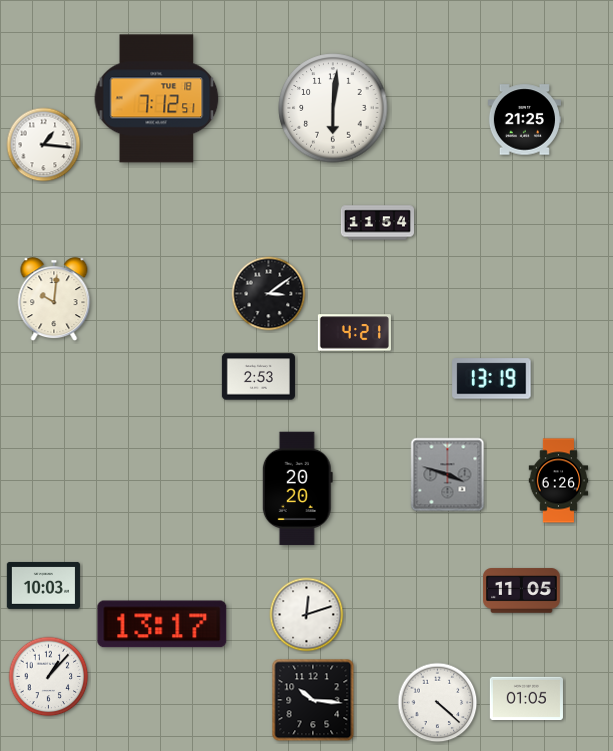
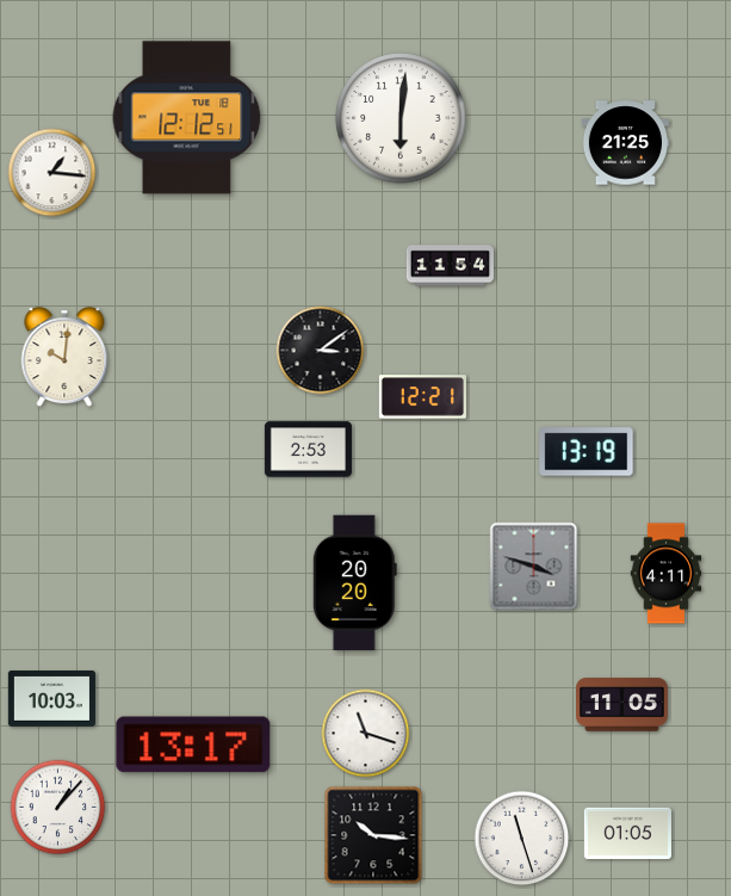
clock at (157, 99): 7:12 -> 12:12
clock at (333, 108) position: (333, 108) -> (401, 118)
clock at (354, 333): 4:21 -> 12:21
clock at (559, 481): 6:26 -> 4:11
clock at (307, 615): 12:12 -> 11:18
clock at (438, 703): 4:22 -> 11:27
